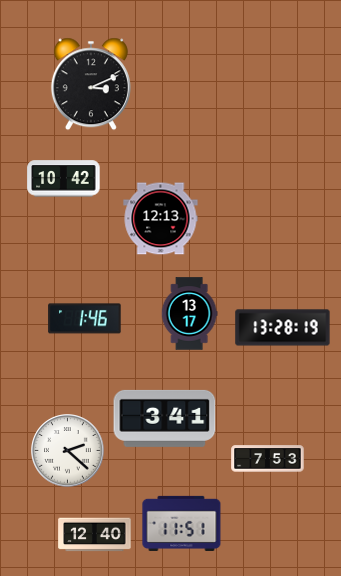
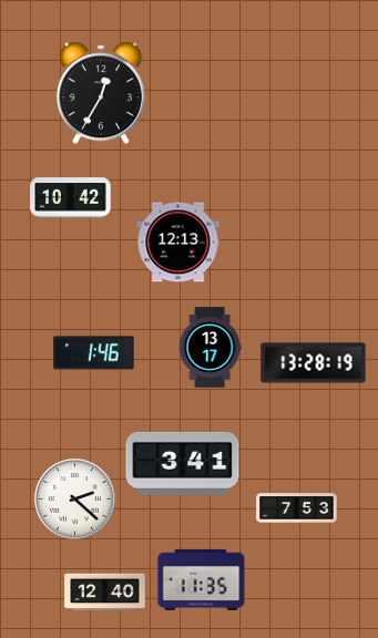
clock at (91, 84): 3:11 -> 12:35
clock at (182, 523): 11:51 -> 11:35
